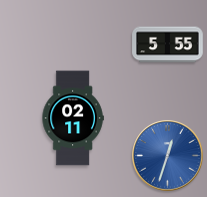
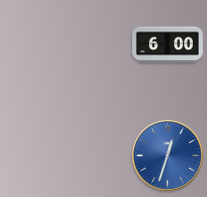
clock at (168, 45): 5:55 -> 6:00
clock at (73, 118): 02:11 -> none
